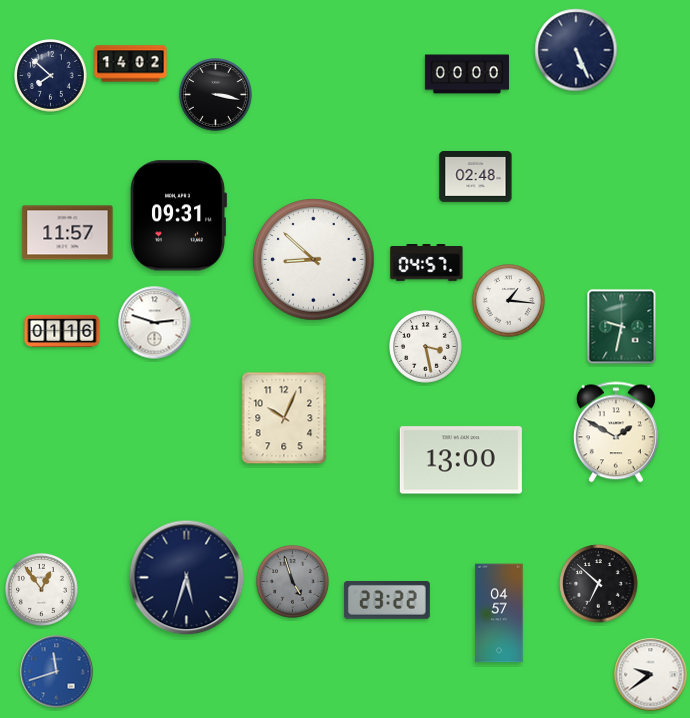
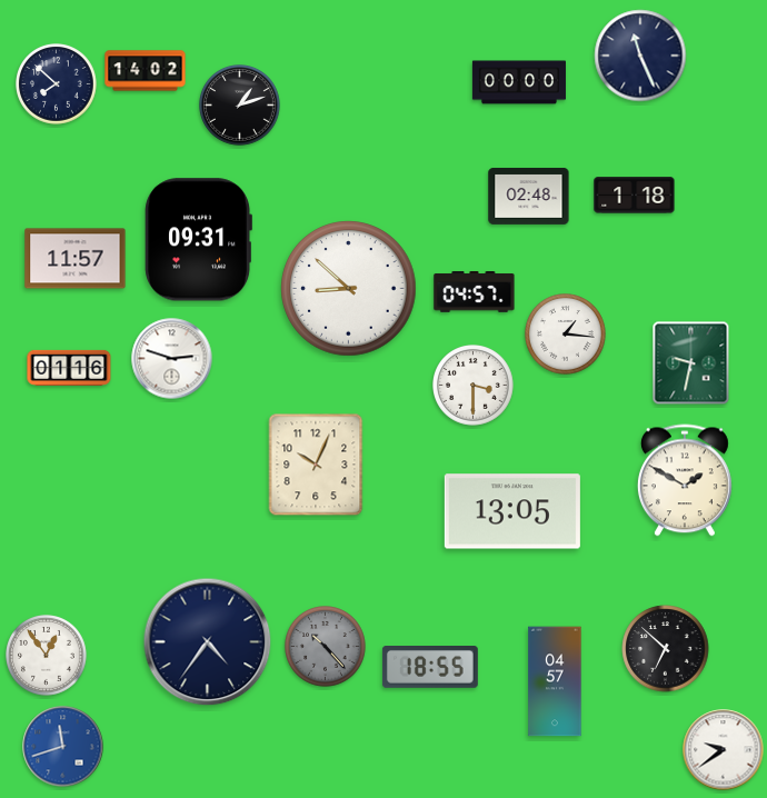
clock at (576, 50): 5:26 -> 11:26
clock at (216, 95): 3:17 -> 1:12
clock at (635, 196): none -> 1:18
clock at (426, 347): 3:28 -> 3:30
clock at (461, 460): 13:00 -> 13:05
clock at (187, 578): 5:33 -> 4:36
clock at (293, 582): 4:57 -> 10:23
clock at (387, 601): 23:22 -> 18:55
